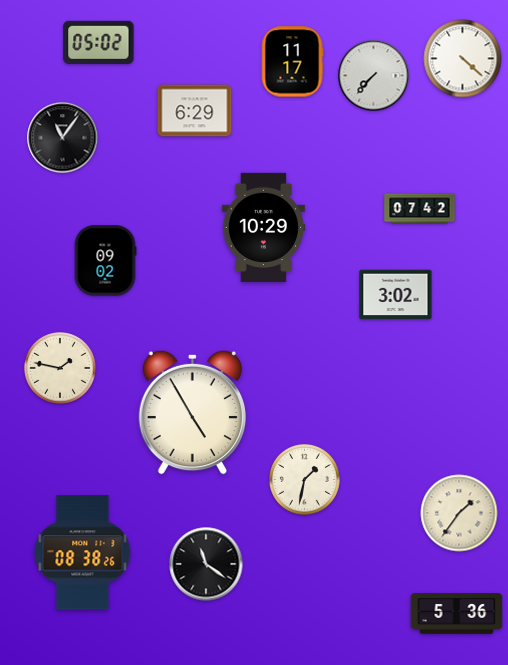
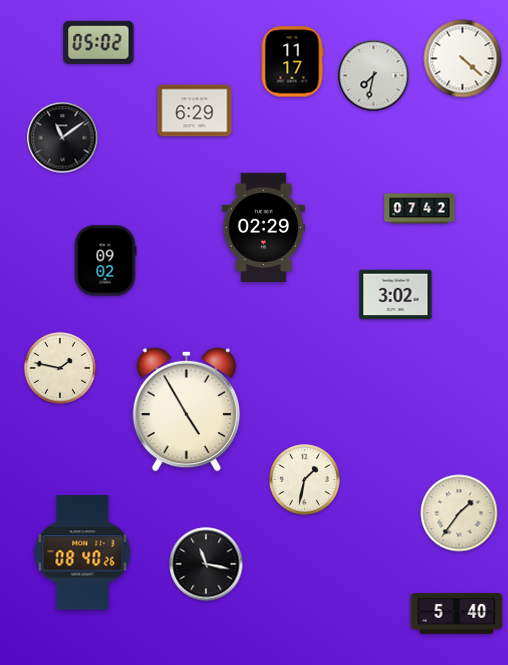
clock at (374, 76): 7:37 -> 7:32
clock at (63, 138): 11:06 -> 11:09
clock at (263, 227): 10:29 -> 02:29
clock at (192, 412) position: (192, 412) -> (186, 409)
clock at (83, 553): 08:38 -> 08:40
clock at (206, 564): 11:21 -> 11:17
clock at (457, 614): 5:36 -> 5:40
